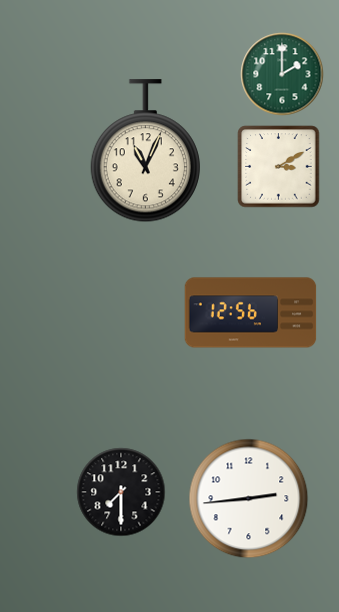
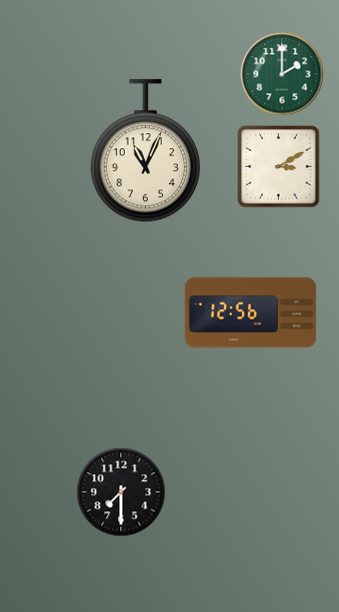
clock at (249, 499): 2:44 -> none
